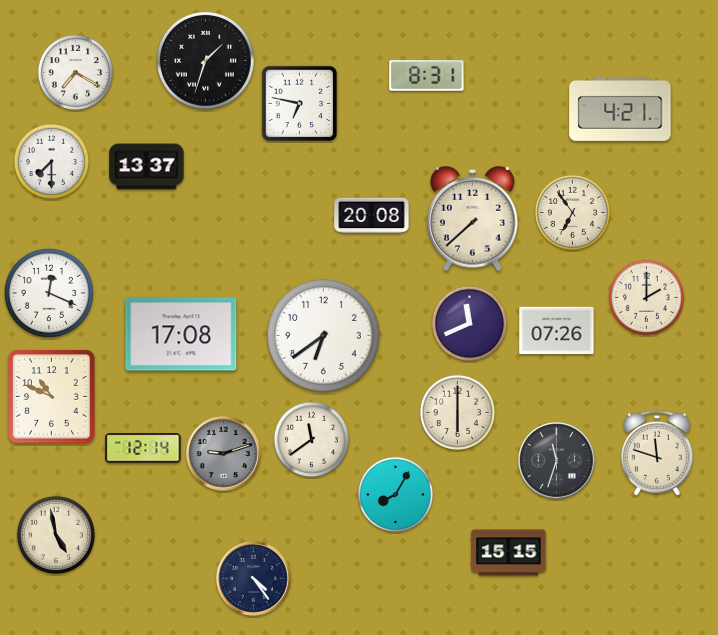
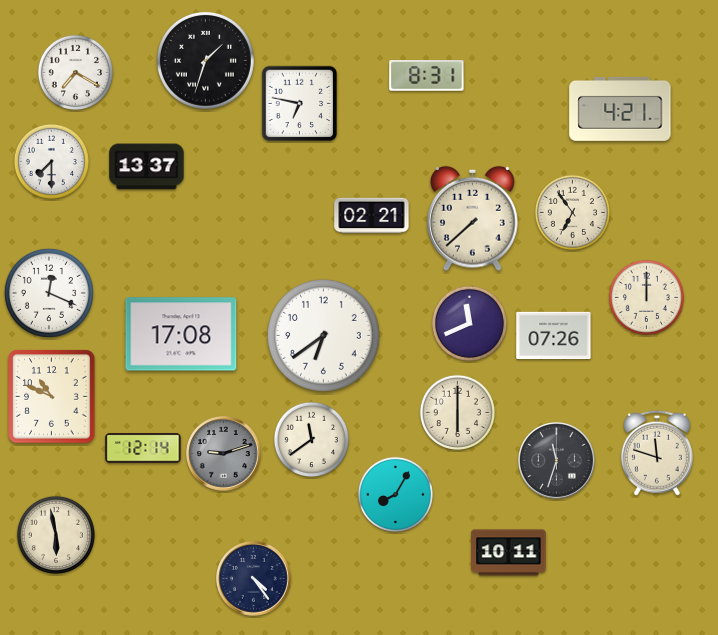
clock at (372, 216): 20:08 -> 02:21
clock at (646, 297): 2:00 -> 12:00
clock at (557, 331) position: (557, 331) -> (554, 336)
clock at (56, 535): 4:58 -> 5:58
clock at (509, 553): 15:15 -> 10:11
